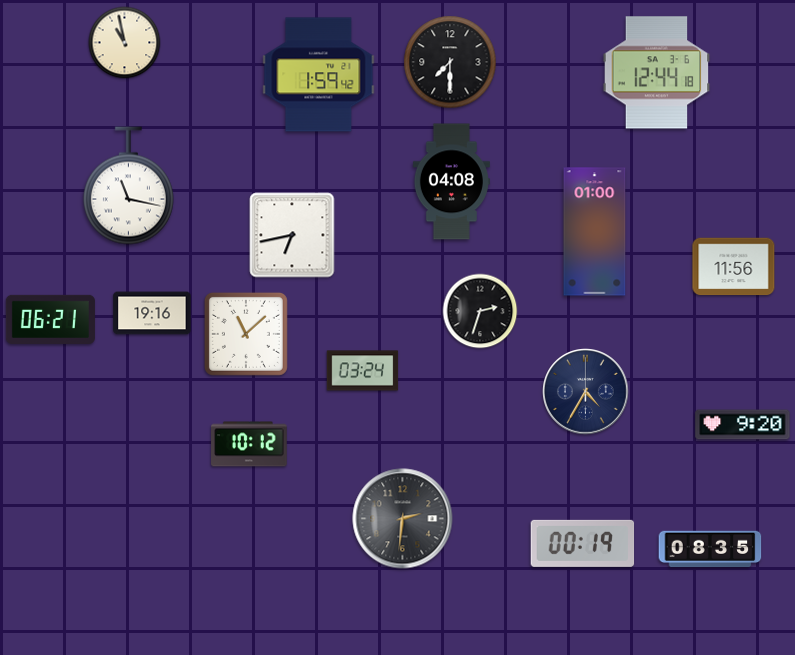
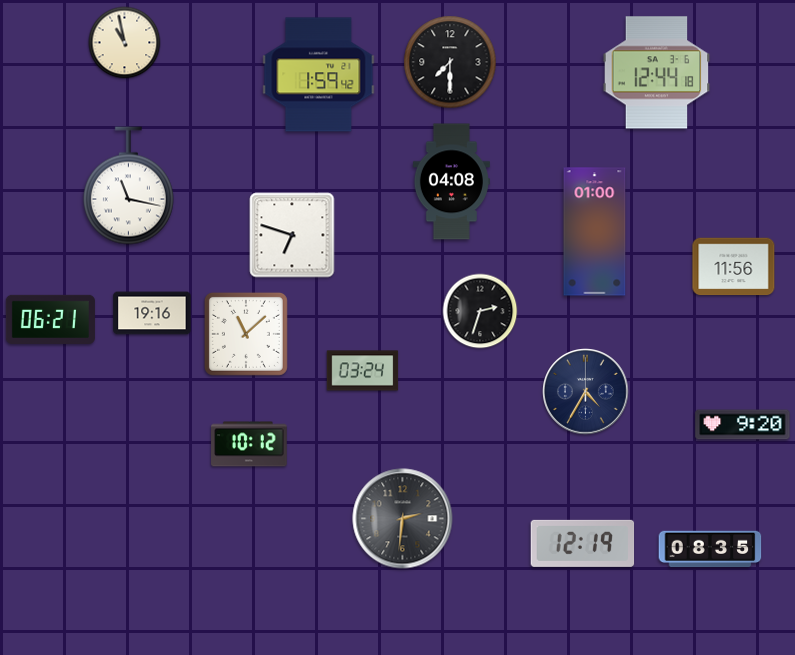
clock at (292, 235): 6:43 -> 6:48
clock at (583, 543): 00:19 -> 12:19
